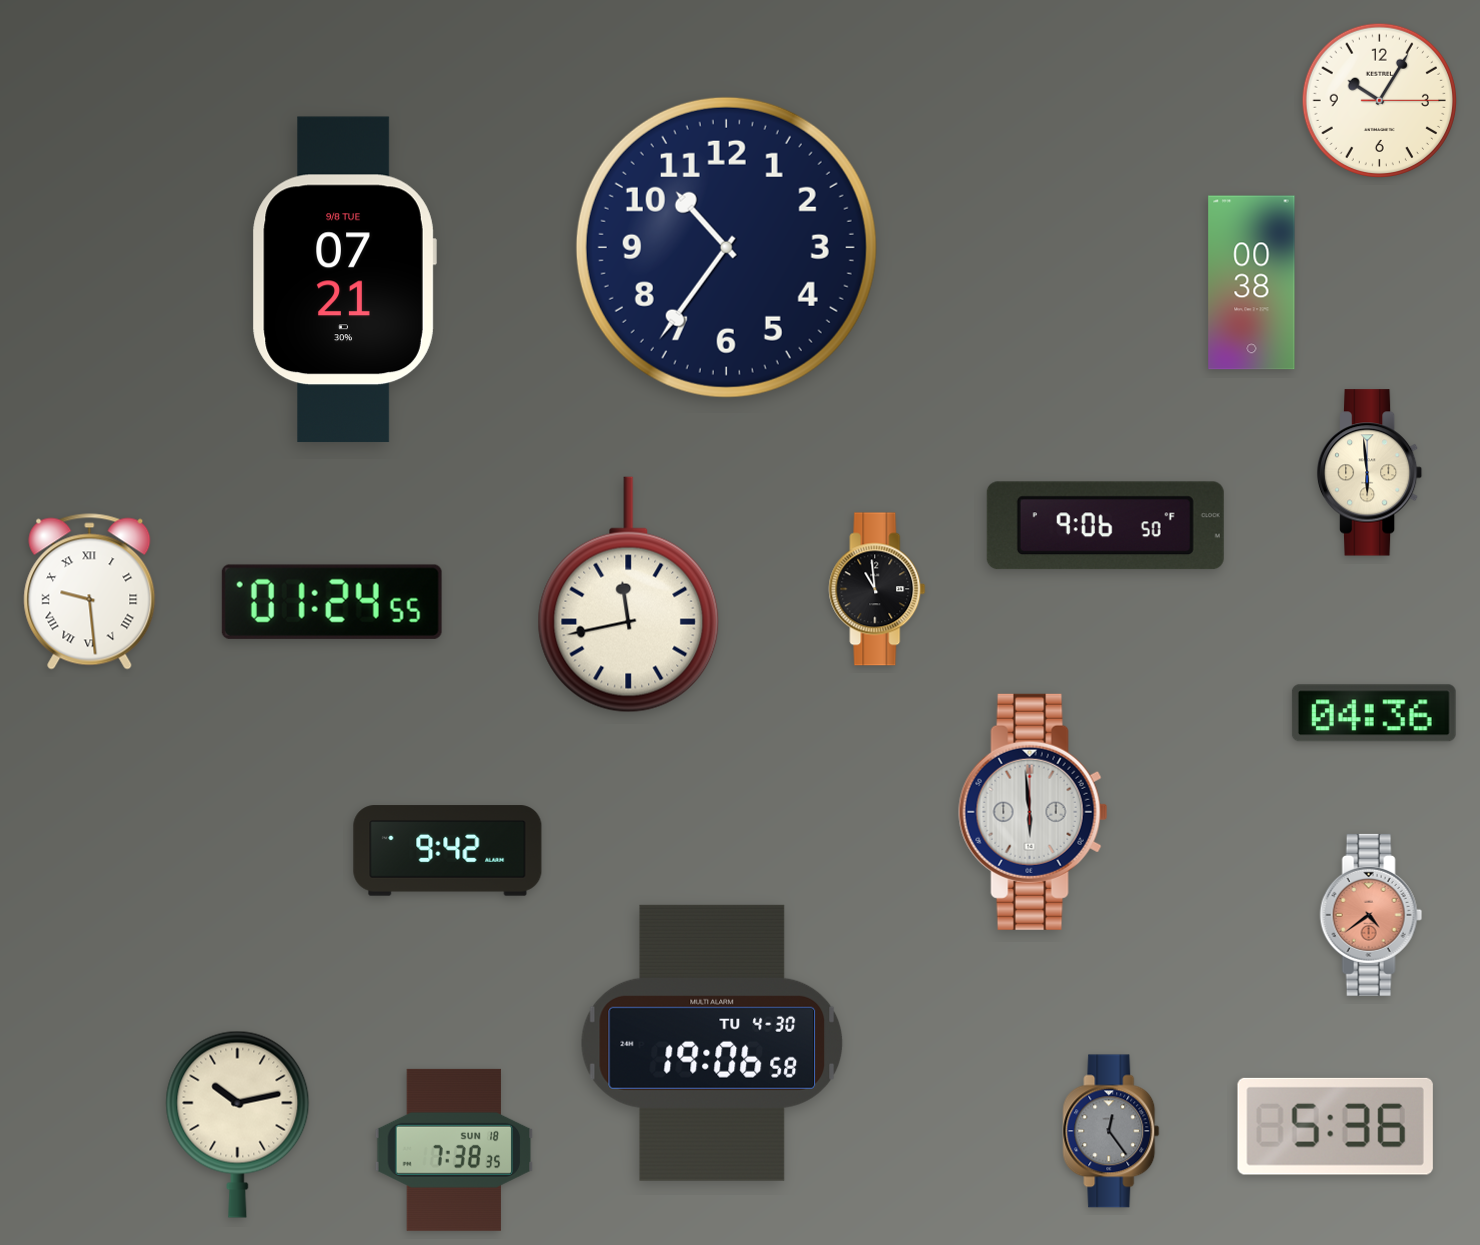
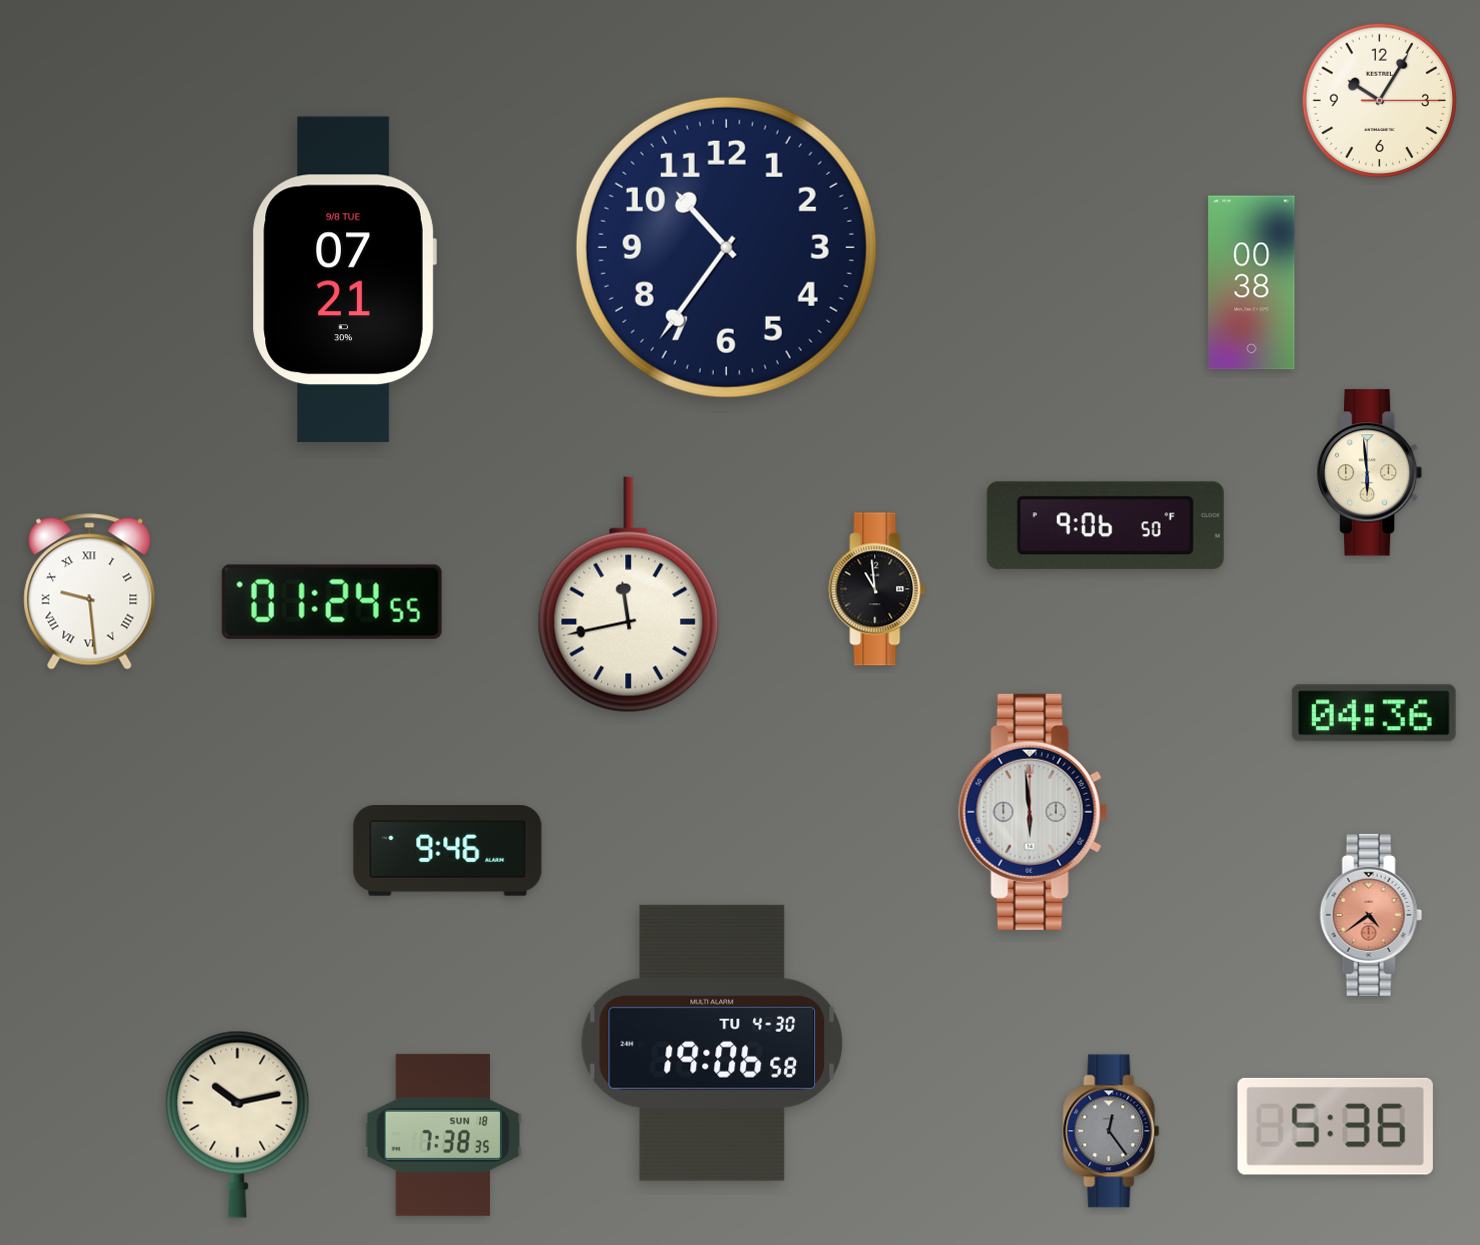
clock at (448, 851): 9:42 -> 9:46
clock at (454, 1150) position: (454, 1150) -> (443, 1135)
